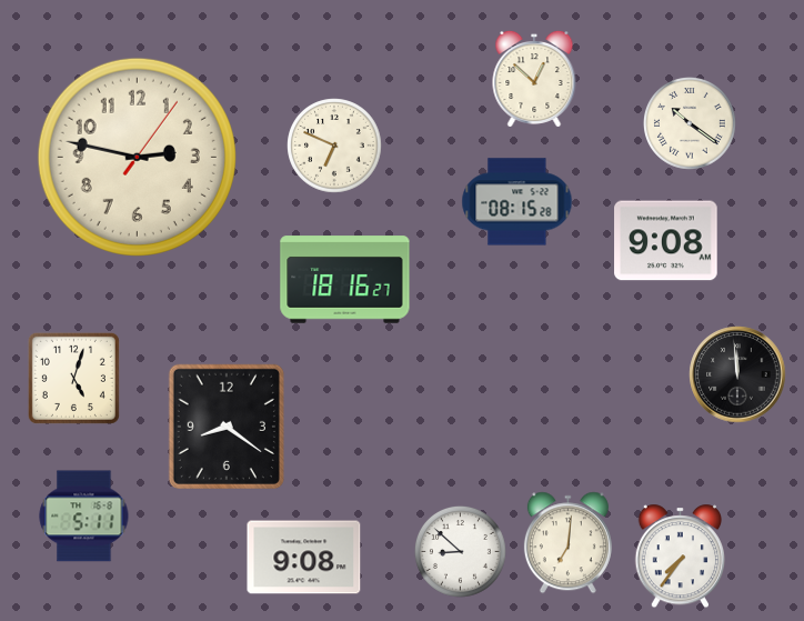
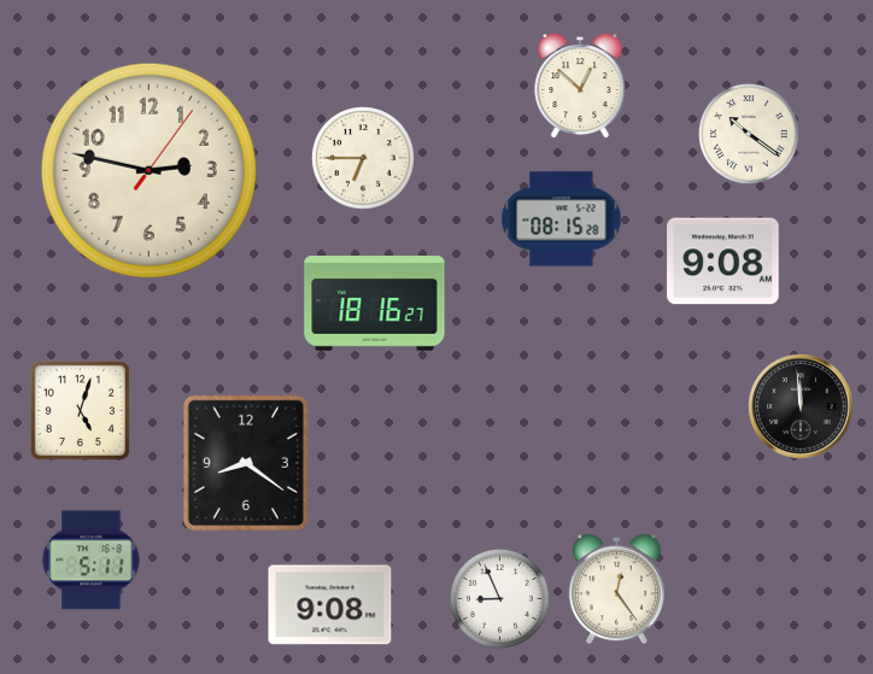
clock at (334, 146): 6:49 -> 6:45
clock at (567, 543): 7:01 -> 12:24
clock at (460, 551): 8:52 -> 8:56
clock at (680, 557): 7:36 -> none
